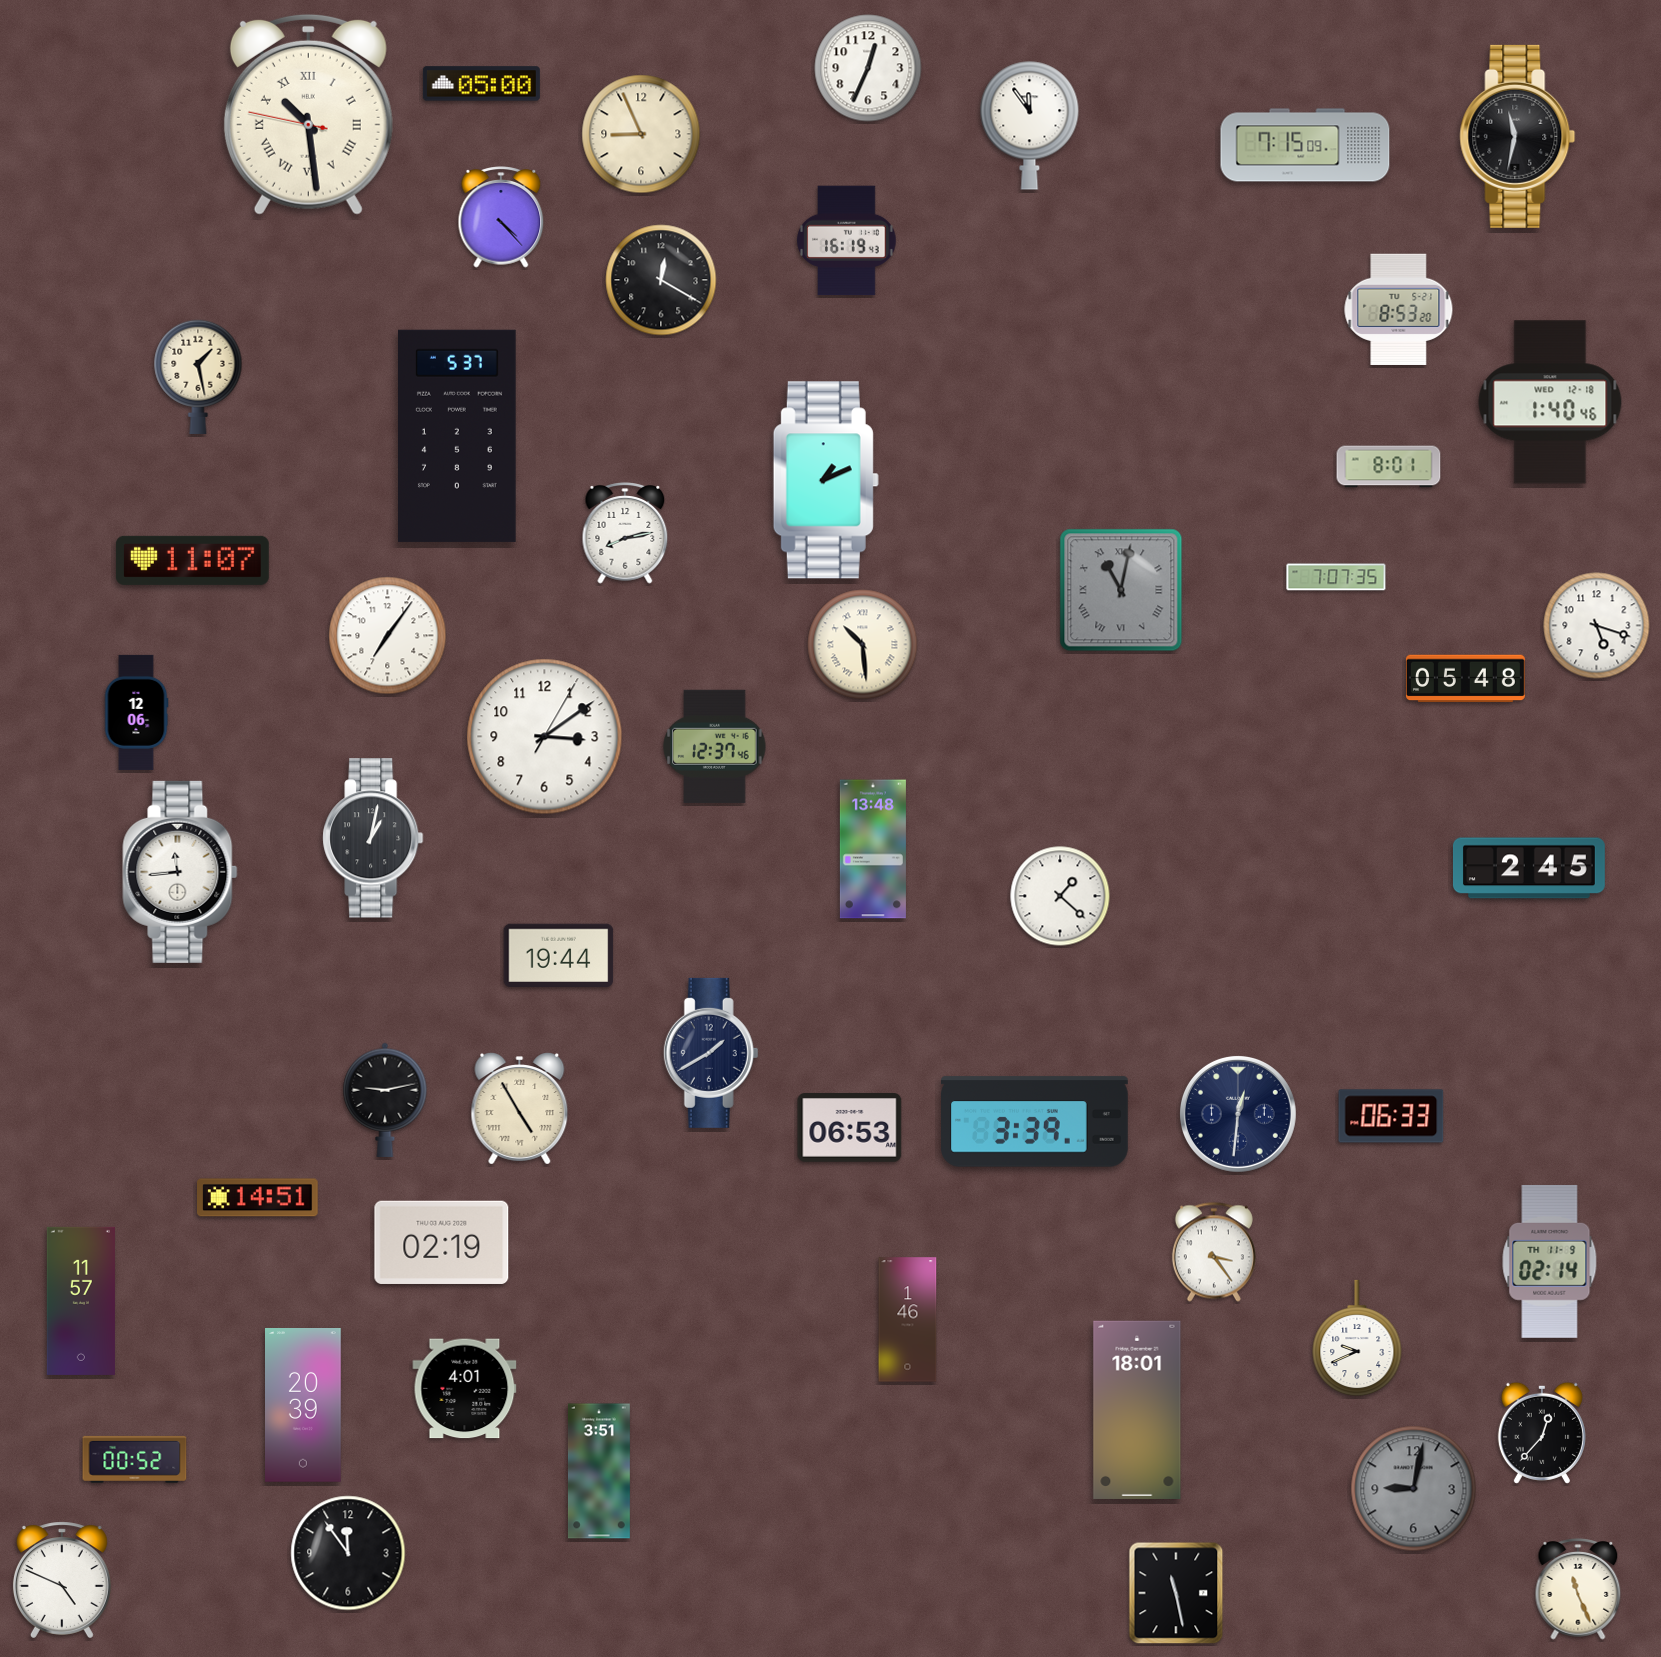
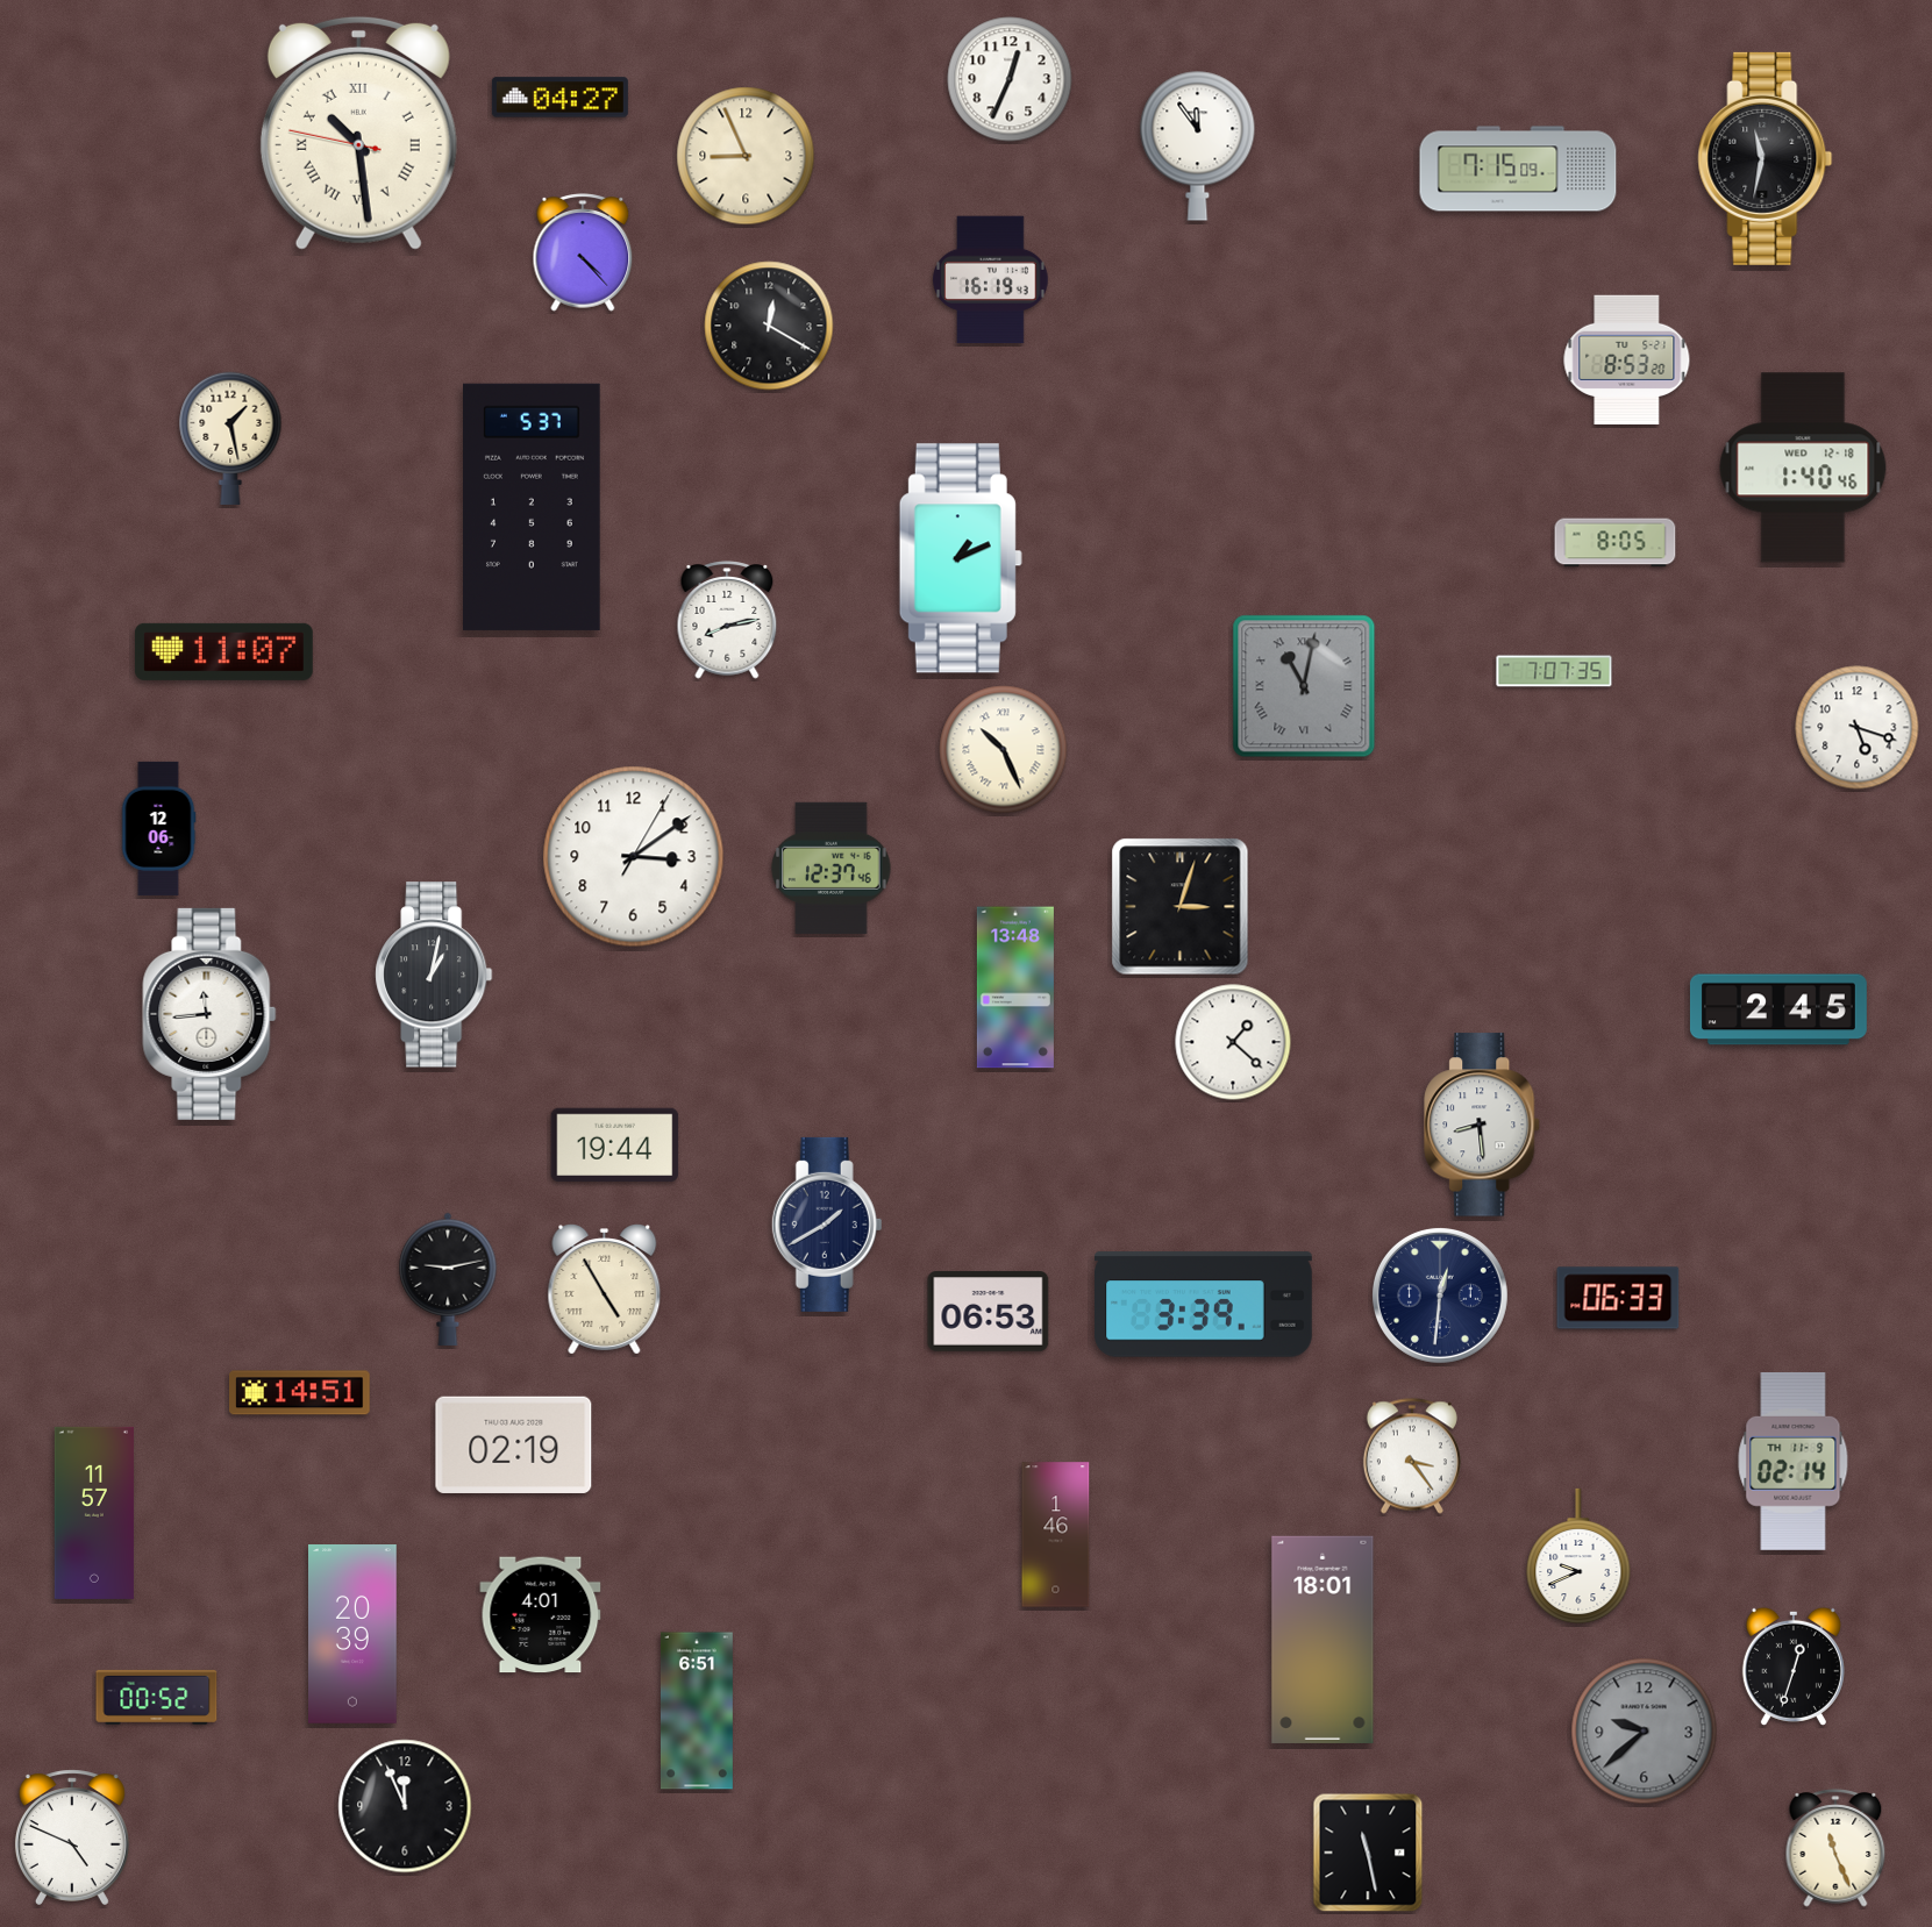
clock at (481, 84): 05:00 -> 04:27
clock at (847, 241) position: (847, 241) -> (991, 280)
clock at (1389, 467): 8:01 -> 8:05
clock at (388, 636): 7:06 -> none
clock at (863, 645): 10:29 -> 10:26
clock at (1465, 679): 05:48 -> none
clock at (1181, 907): none -> 3:03
clock at (559, 955) position: (559, 955) -> (615, 1144)
clock at (1483, 1125): none -> 8:29
clock at (1550, 1261) position: (1550, 1261) -> (1794, 1461)
clock at (1542, 1433): 12:37 -> 12:33
clock at (599, 1471): 3:51 -> 6:51
clock at (1414, 1489): 9:02 -> 9:38
clock at (348, 1553): 11:54 -> 11:56
